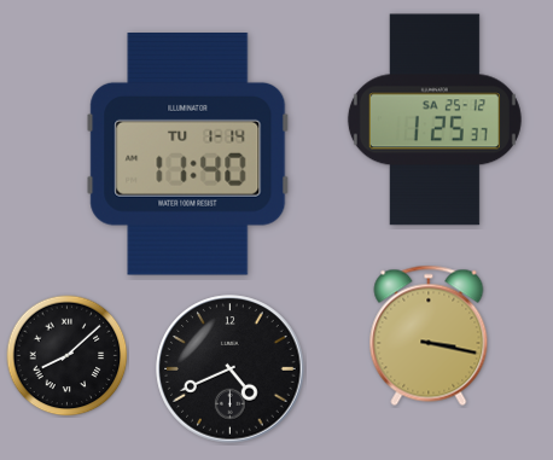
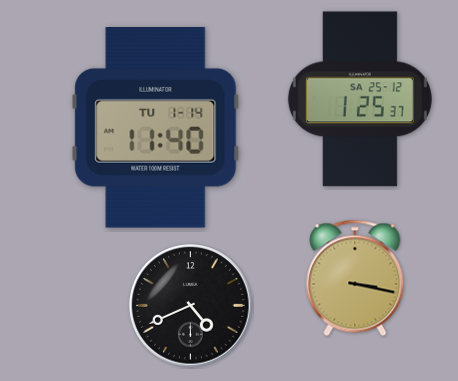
clock at (68, 356): 8:08 -> none
